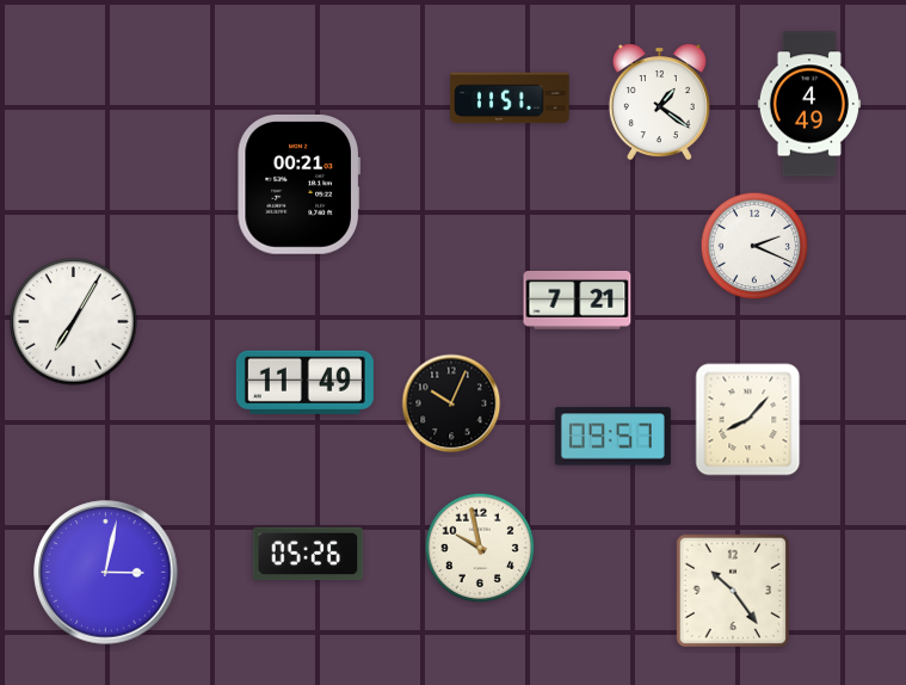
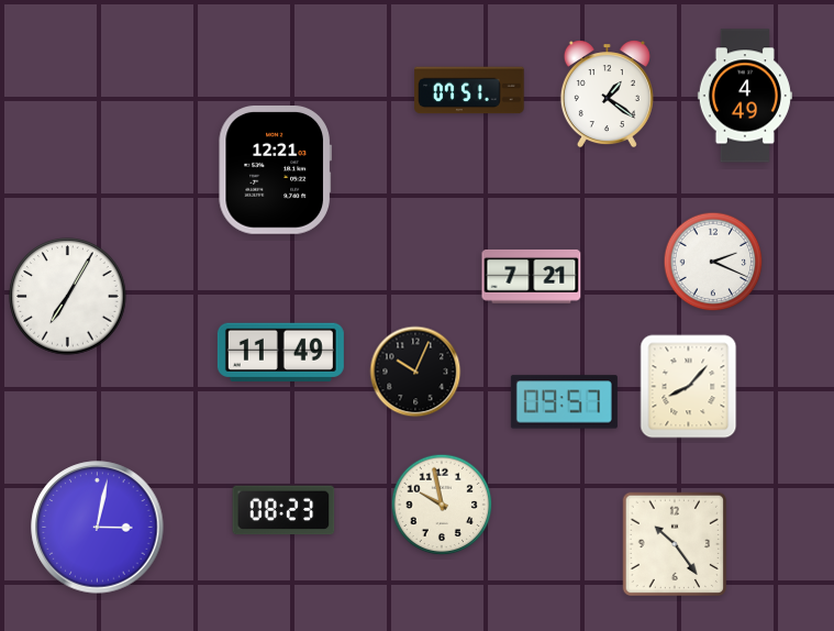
clock at (510, 98): 11:51 -> 07:51
clock at (298, 185): 00:21 -> 12:21
clock at (754, 246) position: (754, 246) -> (713, 262)
clock at (308, 554): 05:26 -> 08:23
